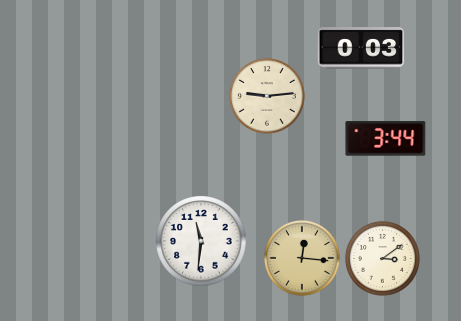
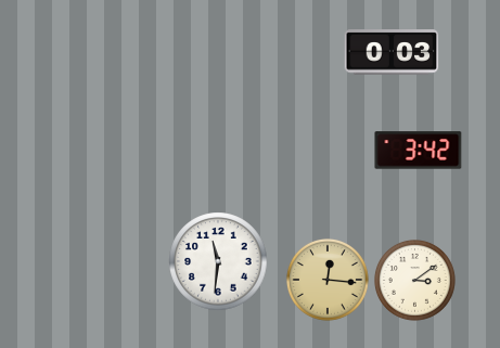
clock at (267, 96): 9:14 -> none
clock at (386, 139): 3:44 -> 3:42
